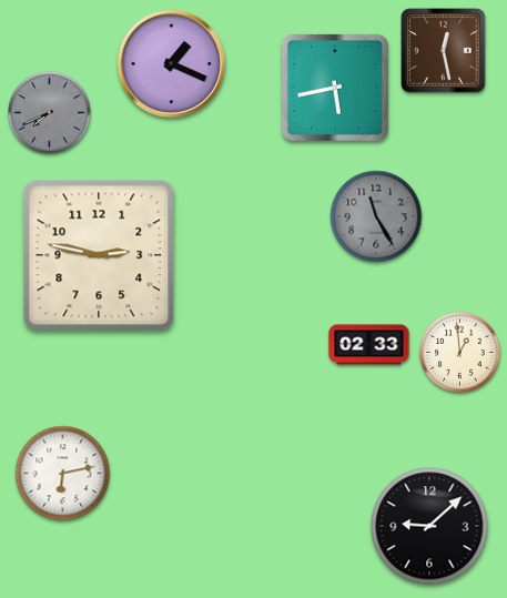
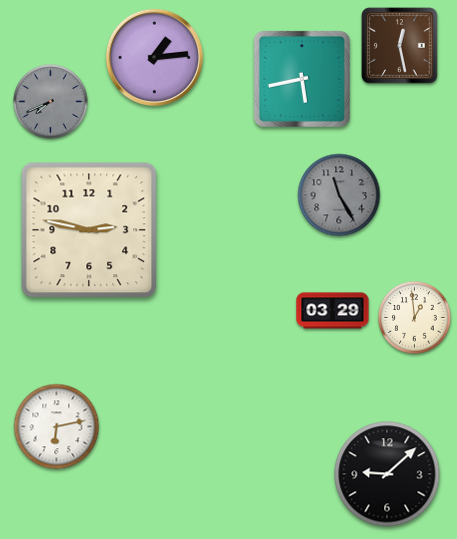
clock at (171, 63): 1:19 -> 1:14
clock at (50, 113) position: (50, 113) -> (51, 102)
clock at (369, 345): 02:33 -> 03:29
